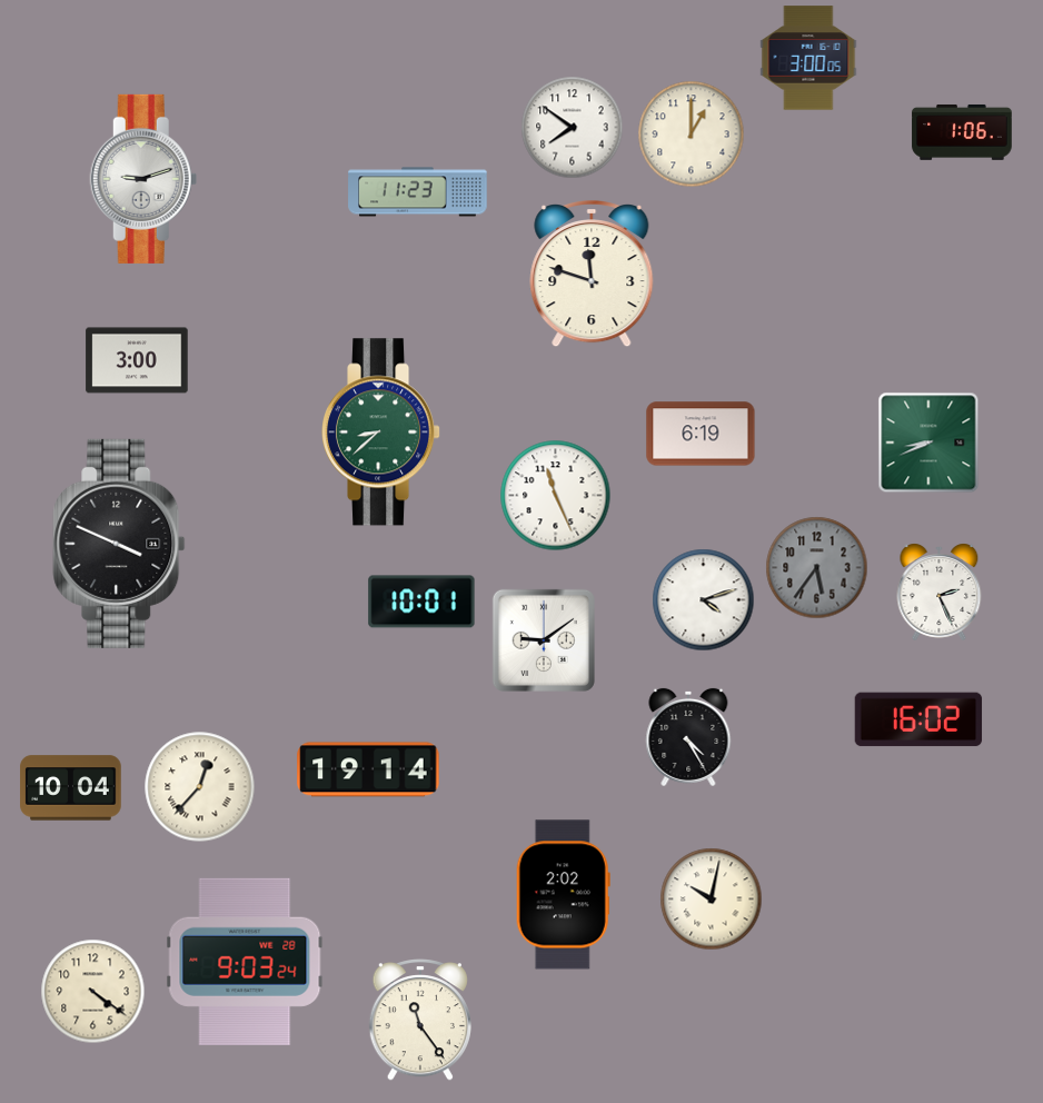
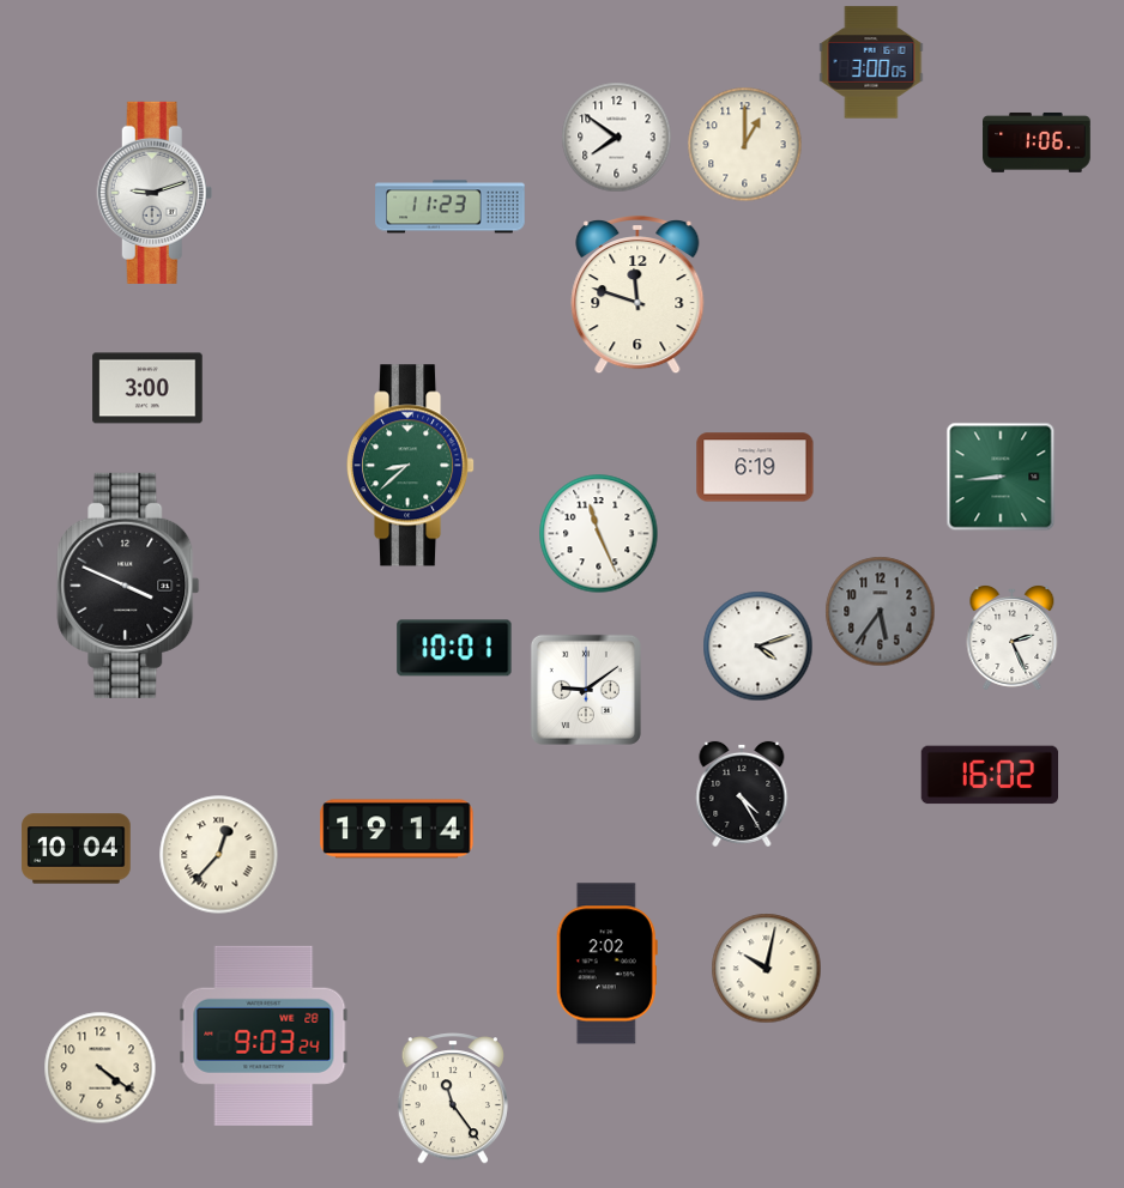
clock at (928, 443): 8:41 -> 8:44
clock at (200, 787) position: (200, 787) -> (219, 855)
